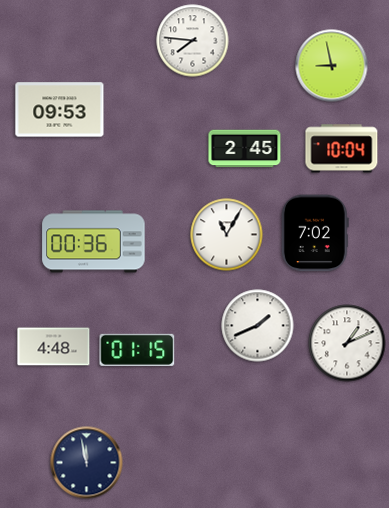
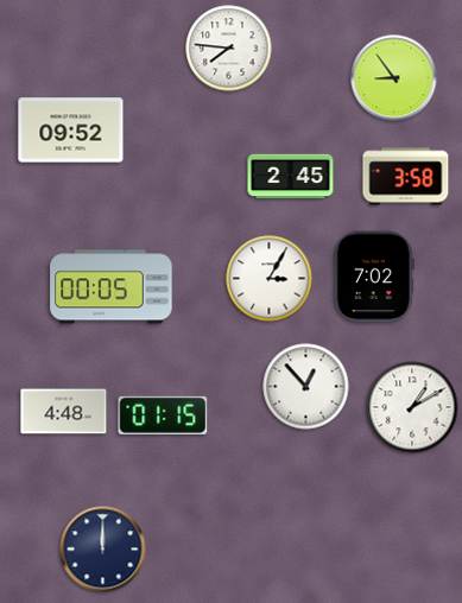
clock at (332, 66): 8:58 -> 8:54
clock at (60, 110): 09:53 -> 09:52
clock at (342, 149): 10:04 -> 3:58
clock at (227, 235): 11:05 -> 3:05
clock at (94, 242): 00:36 -> 00:05
clock at (258, 326): 1:41 -> 12:53
clock at (347, 343): 1:11 -> 1:10
clock at (87, 463): 11:58 -> 12:00
